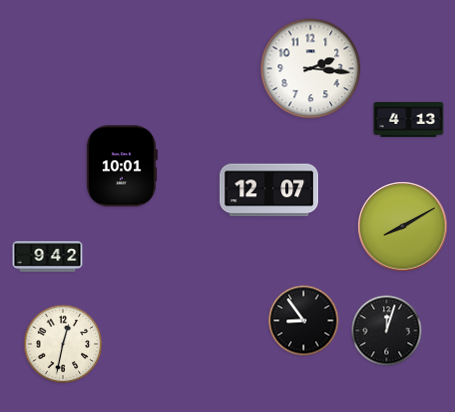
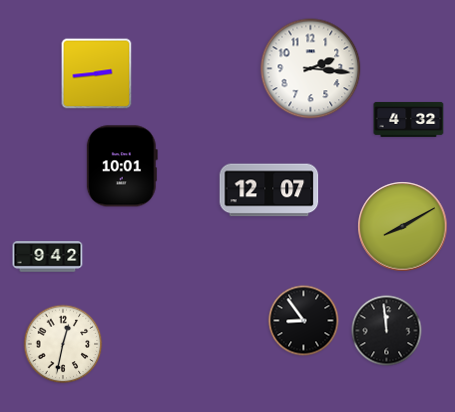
clock at (97, 74): none -> 2:44
clock at (409, 119): 4:13 -> 4:32
clock at (387, 331): 12:03 -> 11:59
